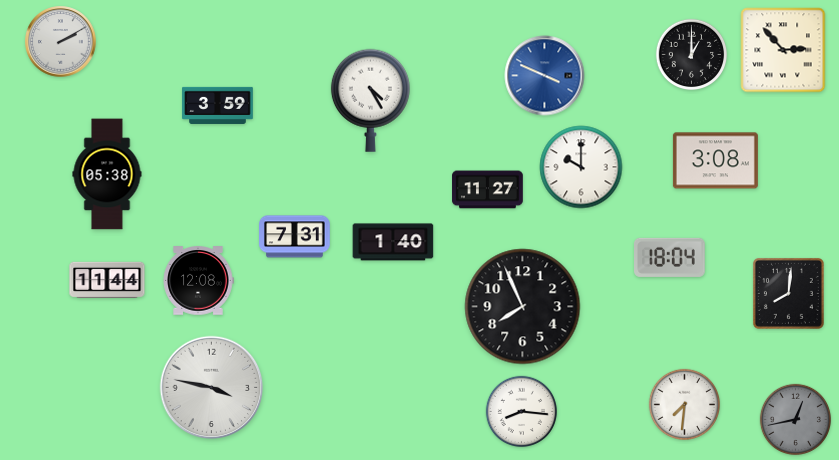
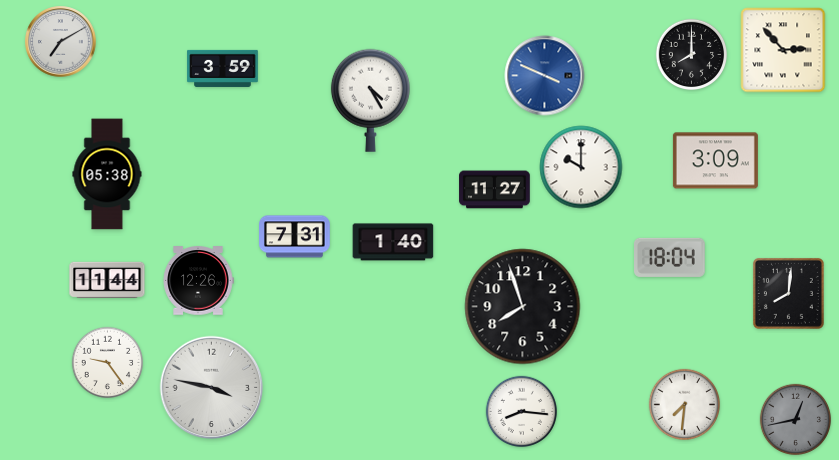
clock at (61, 42): 2:10 -> 7:10
clock at (692, 55): 1:00 -> 8:00
clock at (218, 105) position: (218, 105) -> (223, 68)
clock at (715, 161): 3:08 -> 3:09
clock at (488, 190) position: (488, 190) -> (495, 190)
clock at (198, 281): 12:08 -> 12:26
clock at (523, 307): 7:56 -> 7:57
clock at (108, 363): none -> 9:24
